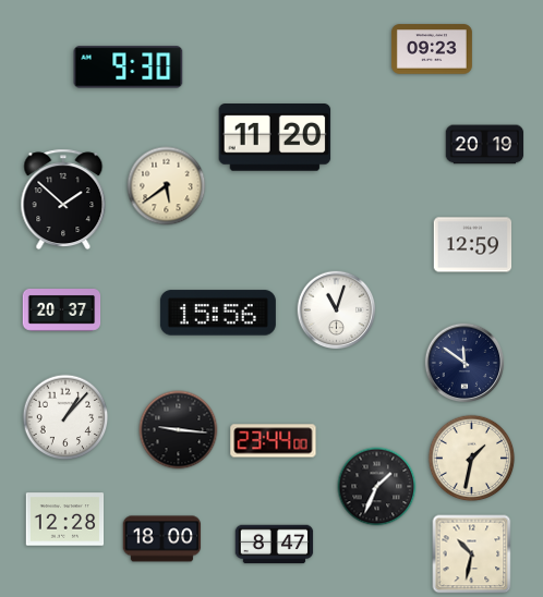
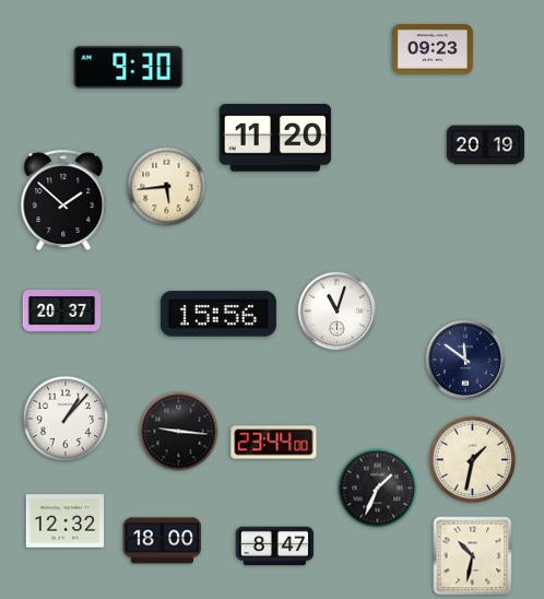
clock at (167, 186): 5:39 -> 5:44
clock at (473, 245): 12:59 -> none
clock at (464, 363) position: (464, 363) -> (465, 360)
clock at (65, 520): 12:28 -> 12:32
